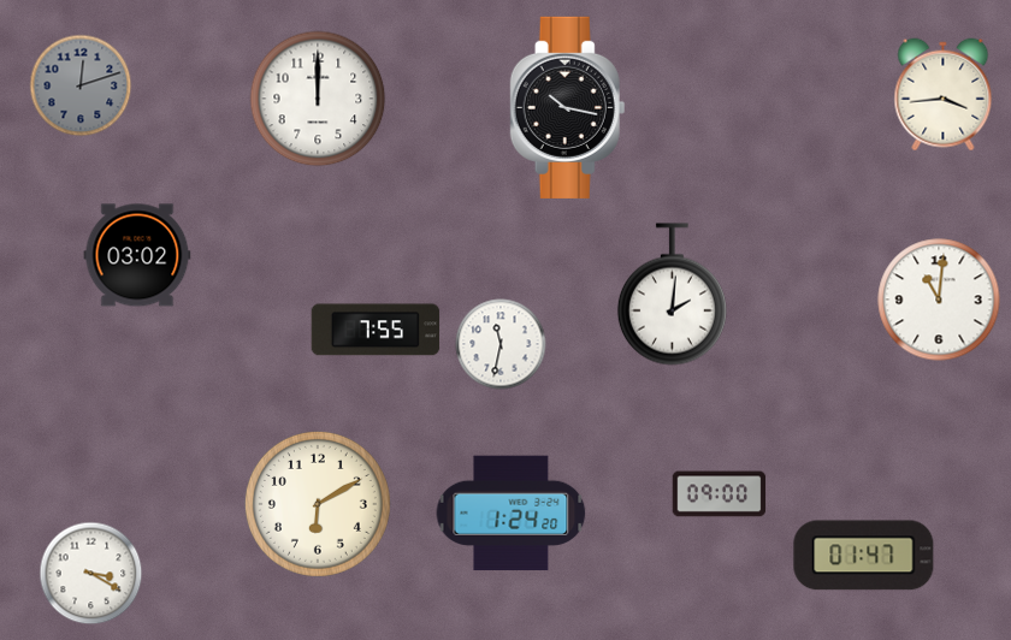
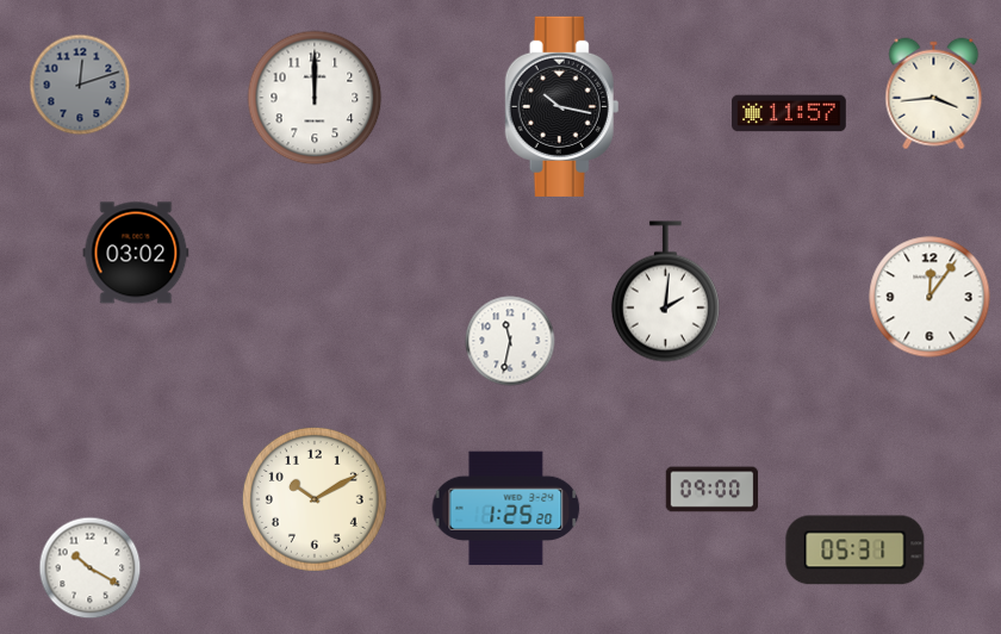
clock at (789, 113): none -> 11:57
clock at (939, 300): 11:01 -> 12:06
clock at (376, 330): 7:55 -> none
clock at (501, 344) position: (501, 344) -> (510, 341)
clock at (318, 504): 6:10 -> 10:10
clock at (512, 514): 1:24 -> 1:25
clock at (864, 556): 01:47 -> 05:31
clock at (91, 574): 3:20 -> 10:20
